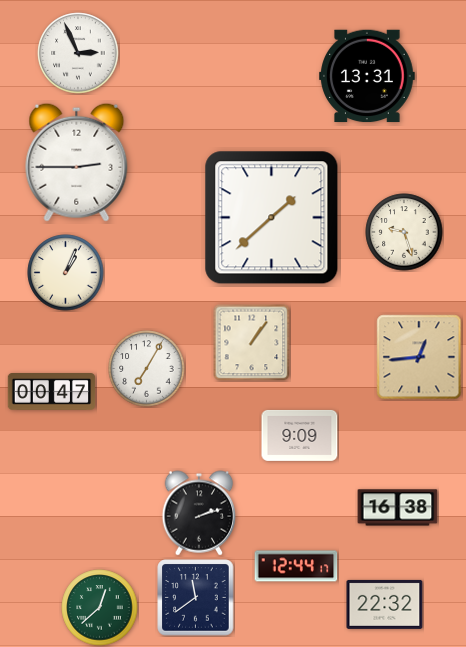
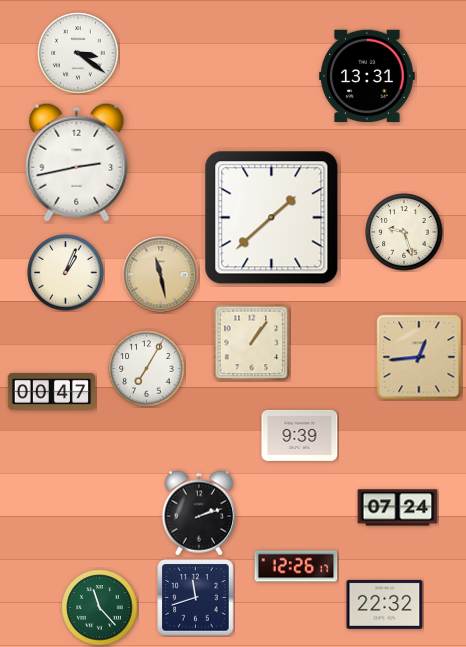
clock at (78, 53): 2:56 -> 3:21
clock at (77, 162): 2:45 -> 2:43
clock at (161, 275): none -> 11:28
clock at (300, 435): 9:09 -> 9:39
clock at (398, 508): 16:38 -> 07:24
clock at (296, 566): 12:44 -> 12:26
clock at (196, 598): 11:39 -> 11:42
clock at (100, 608): 12:38 -> 11:23
